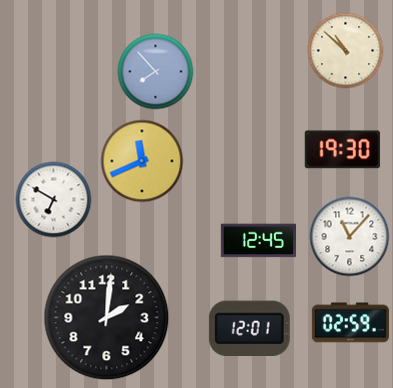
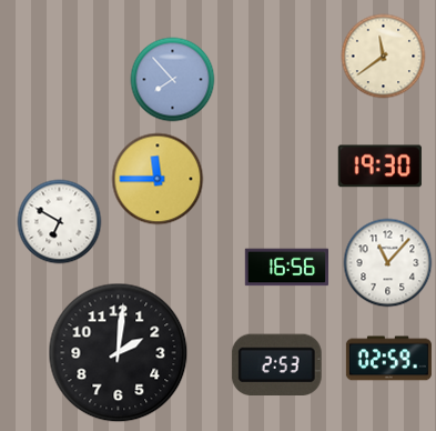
clock at (346, 51): 10:52 -> 11:39
clock at (142, 161): 11:41 -> 11:45
clock at (258, 241): 12:45 -> 16:56
clock at (249, 329): 12:01 -> 2:53
